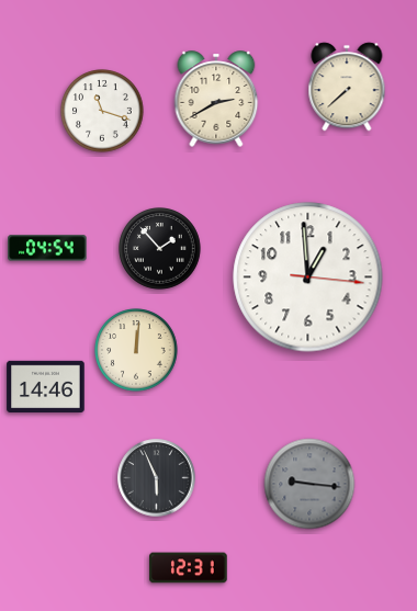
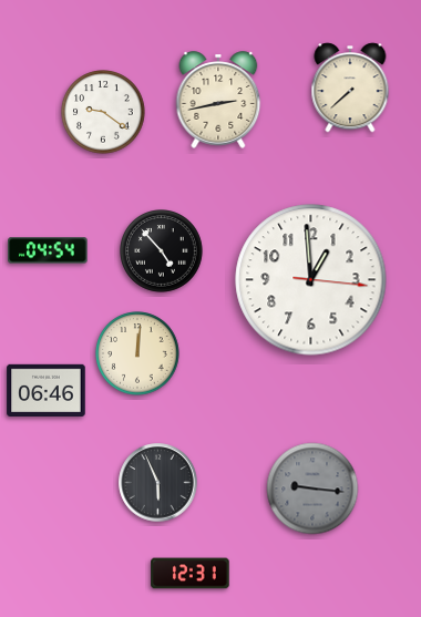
clock at (216, 99): 2:40 -> 2:43
clock at (102, 111): 11:18 -> 9:21
clock at (160, 249): 1:53 -> 4:53
clock at (46, 386): 14:46 -> 06:46
